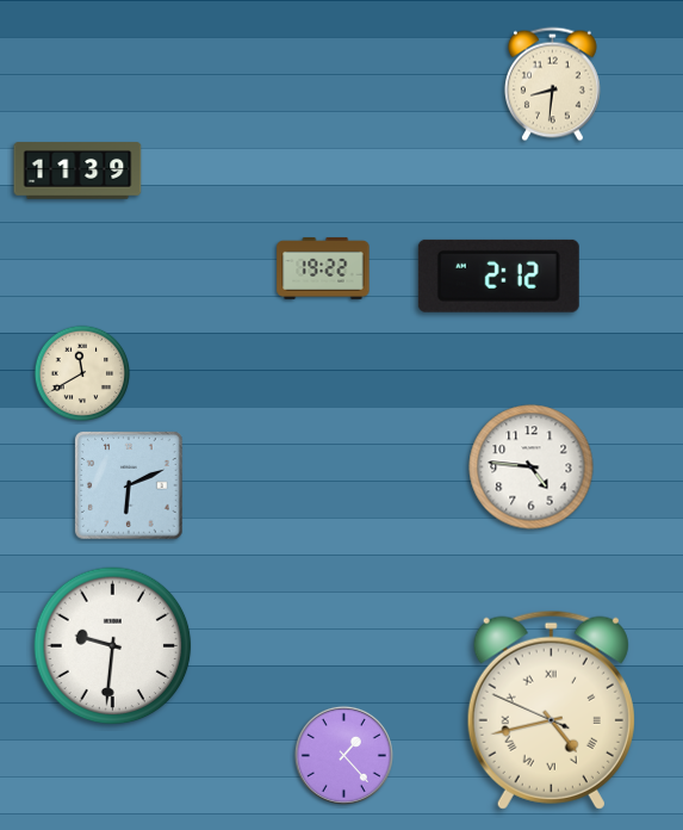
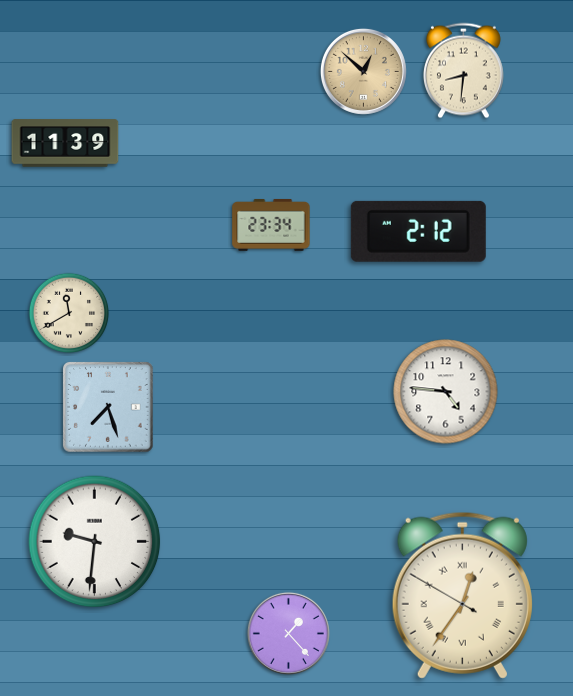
clock at (363, 71): none -> 12:52
clock at (323, 268): 19:22 -> 23:34
clock at (129, 485): 6:11 -> 7:27
clock at (551, 710): 4:42 -> 12:35
